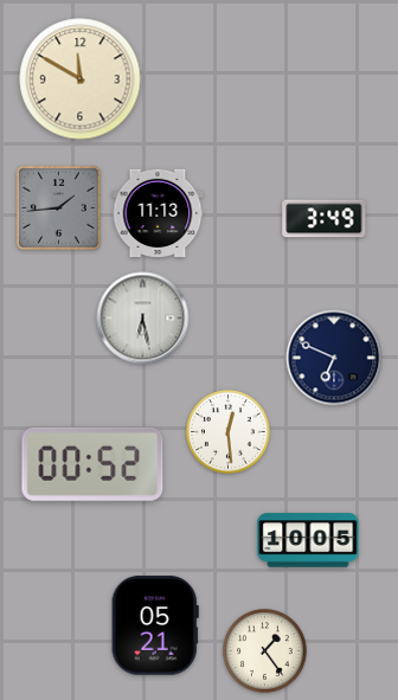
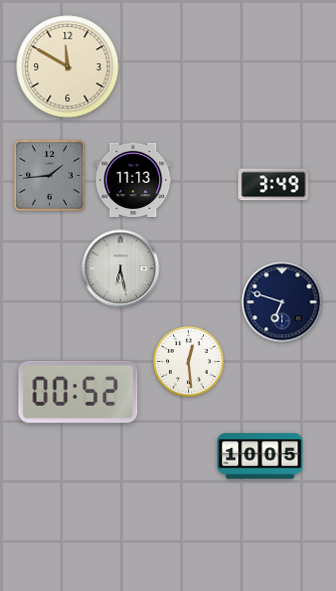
clock at (334, 358): 6:49 -> 6:48
clock at (229, 432) position: (229, 432) -> (189, 362)
clock at (155, 625): 05:21 -> none
clock at (265, 651): 1:24 -> none
